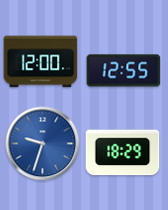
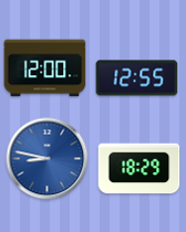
clock at (43, 144): 9:33 -> 8:47
clock at (123, 153) position: (123, 153) -> (139, 169)
